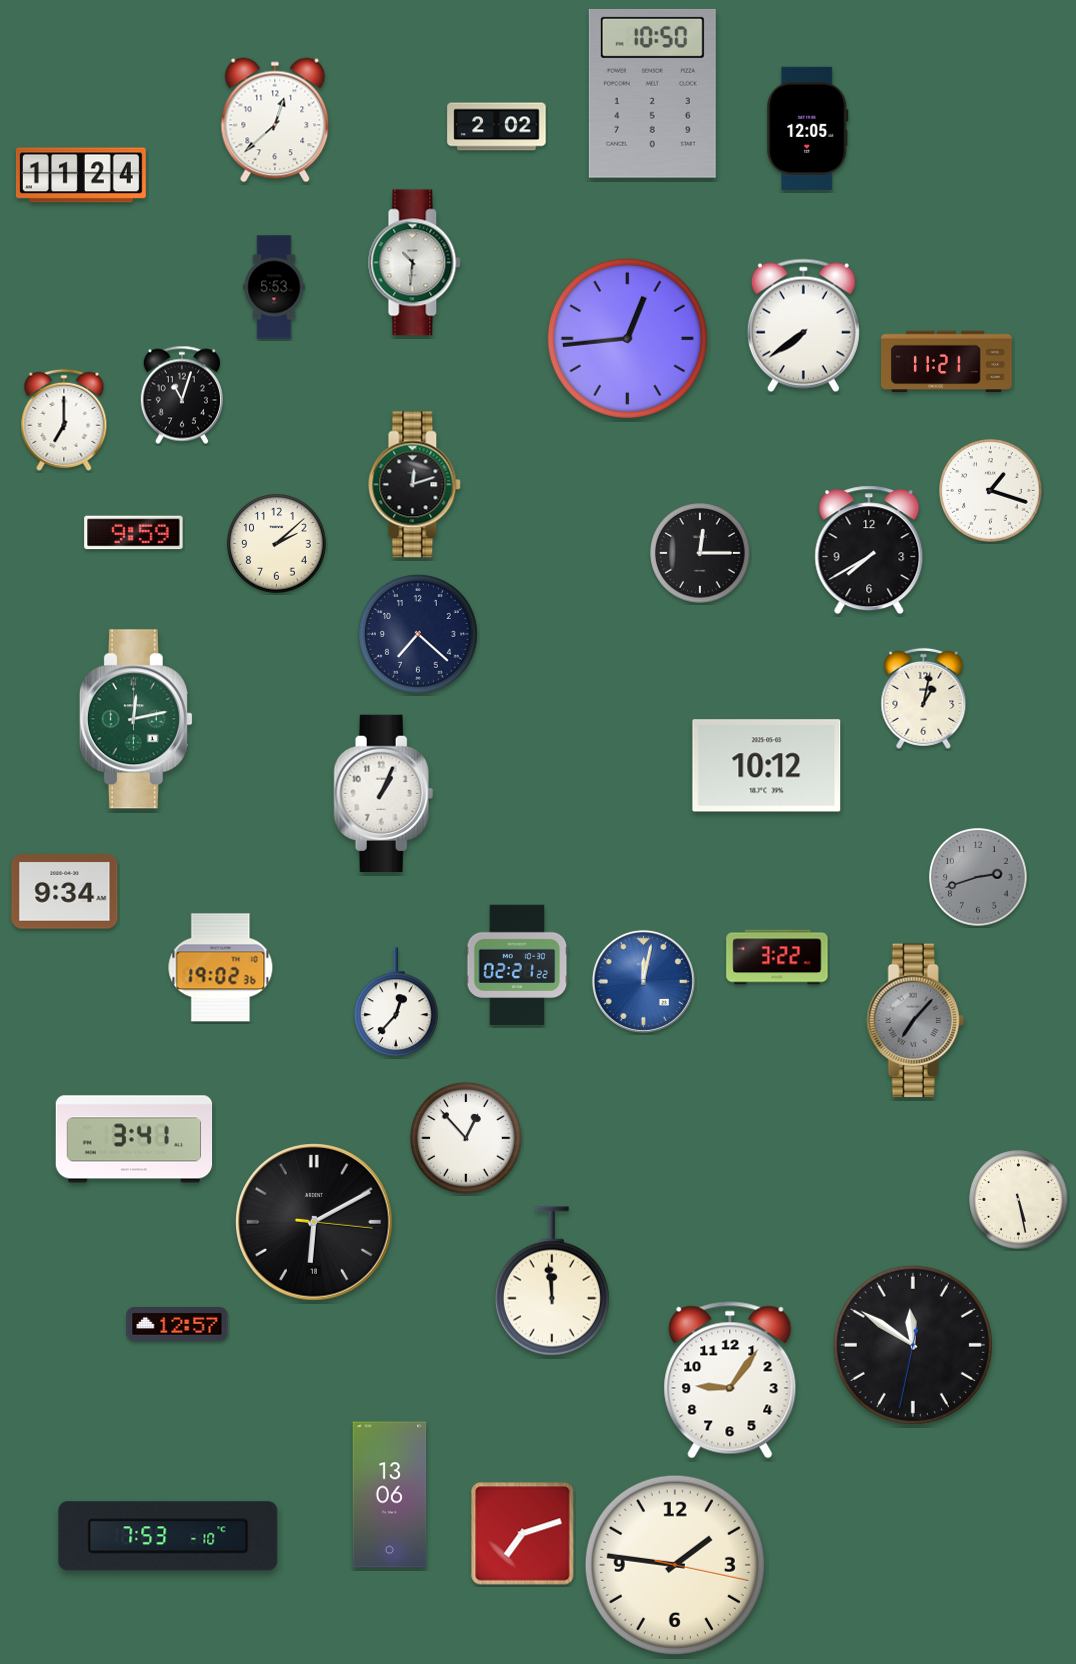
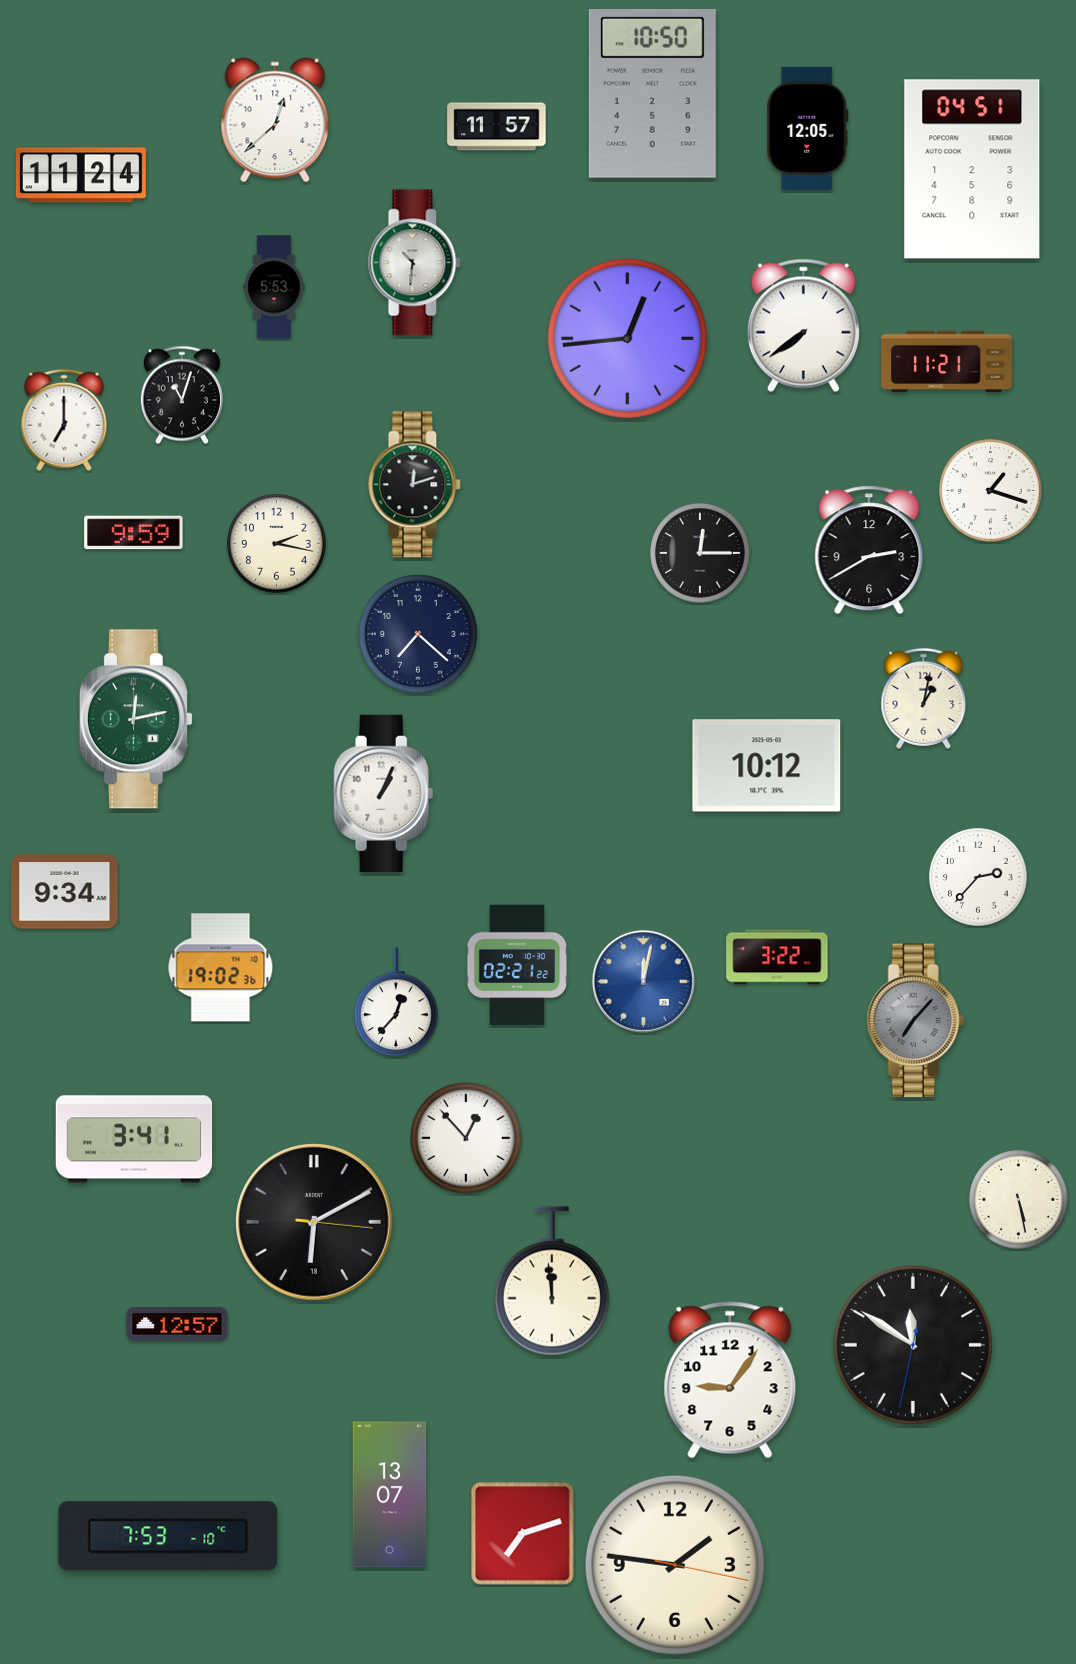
clock at (497, 127): 2:02 -> 11:57
clock at (972, 169): none -> 04:51
clock at (277, 544): 2:08 -> 2:17
clock at (869, 550): 7:40 -> 2:40
clock at (978, 877): 2:42 -> 2:37
clock at (978, 877) dial: grey -> white
clock at (390, 1495): 13:06 -> 13:07
